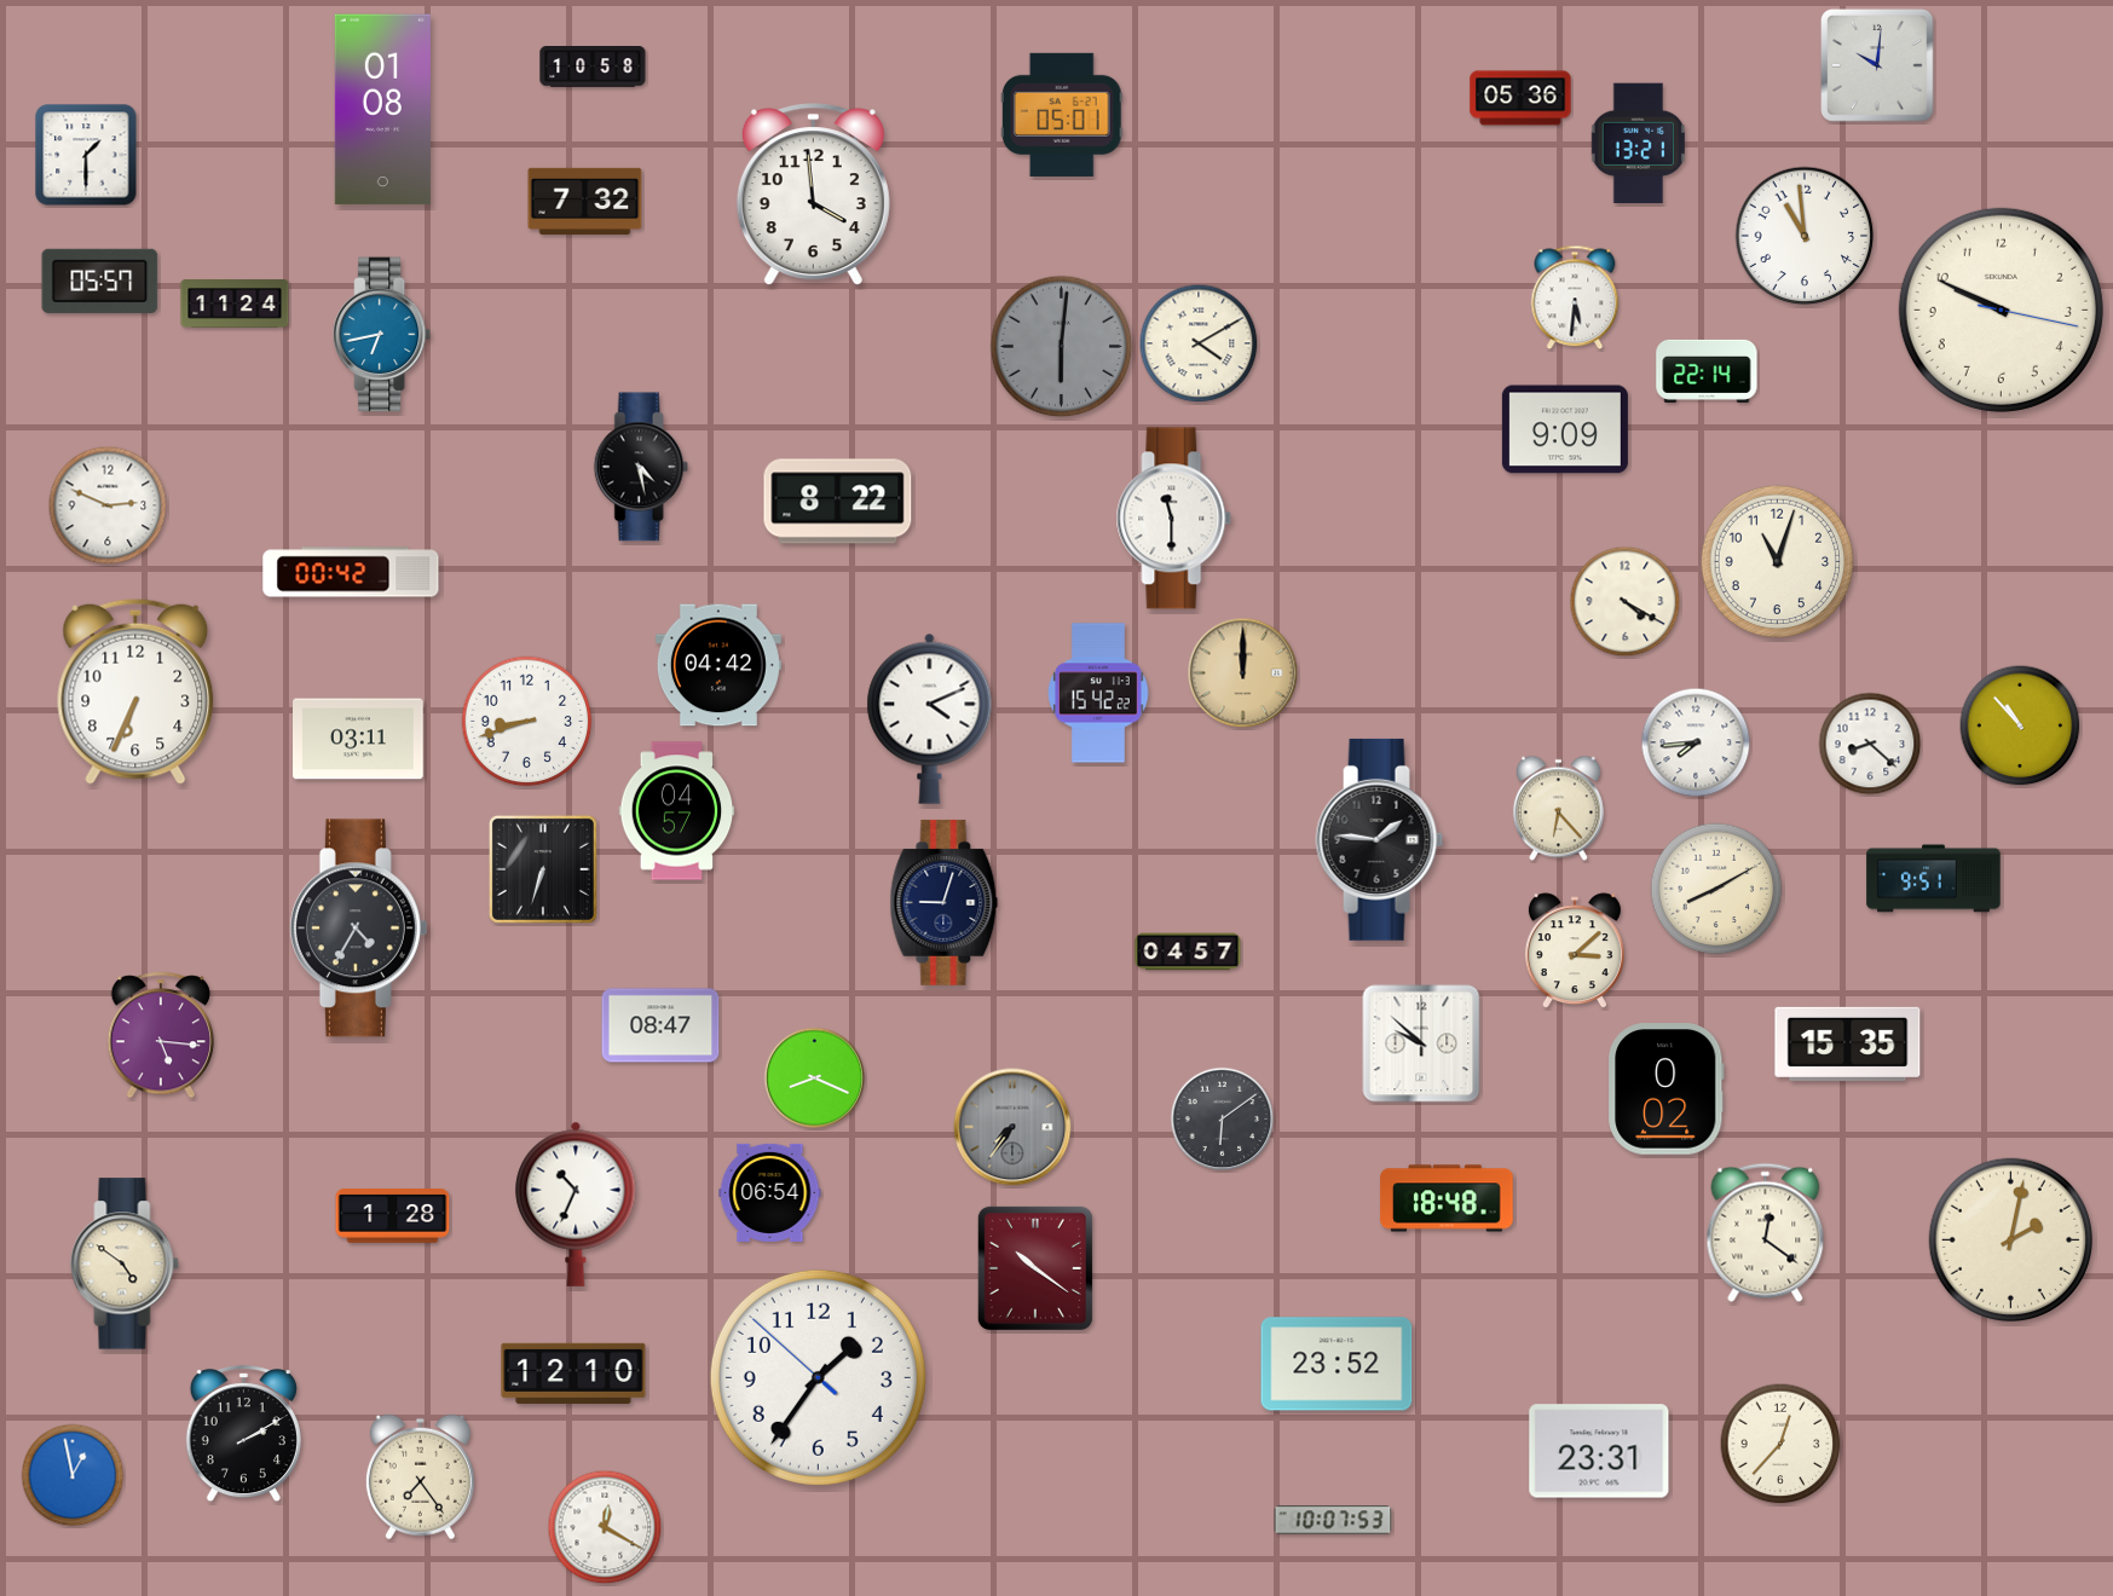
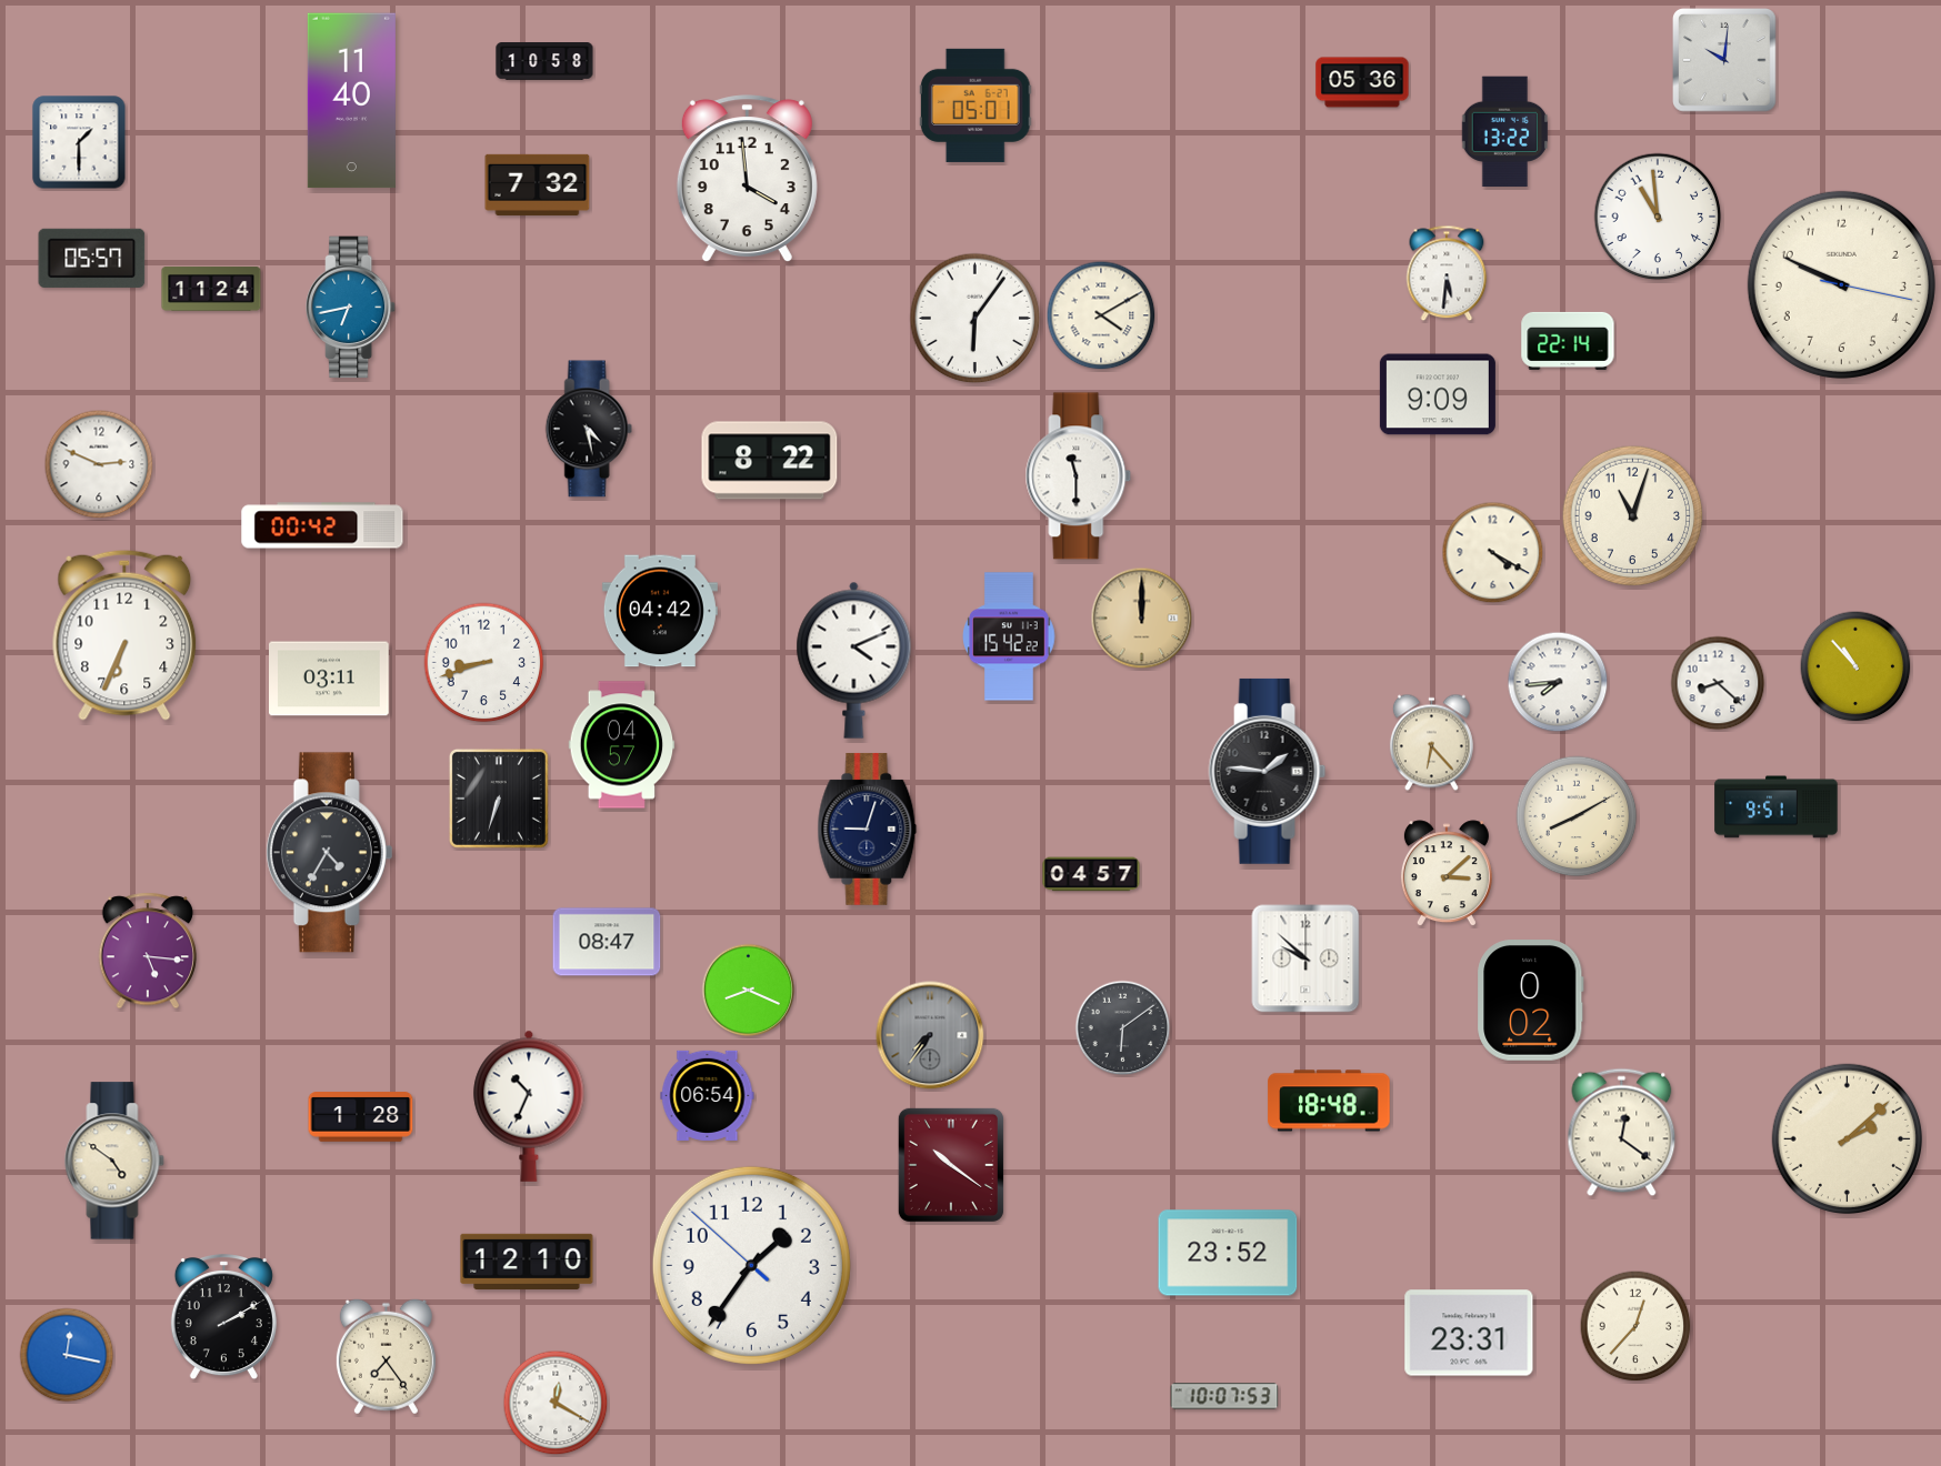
clock at (1520, 98) position: (1520, 98) -> (1362, 82)
clock at (382, 110): 01:08 -> 11:40
clock at (1638, 144): 13:21 -> 13:22
clock at (235, 303) position: (235, 303) -> (211, 289)
clock at (2001, 310) position: (2001, 310) -> (1841, 284)
clock at (1062, 347): 6:01 -> 6:06
clock at (1062, 347) dial: grey -> white
clock at (1848, 1043): 15:35 -> none
clock at (2010, 1239): 2:02 -> 2:08
clock at (73, 1475): 12:58 -> 12:17
